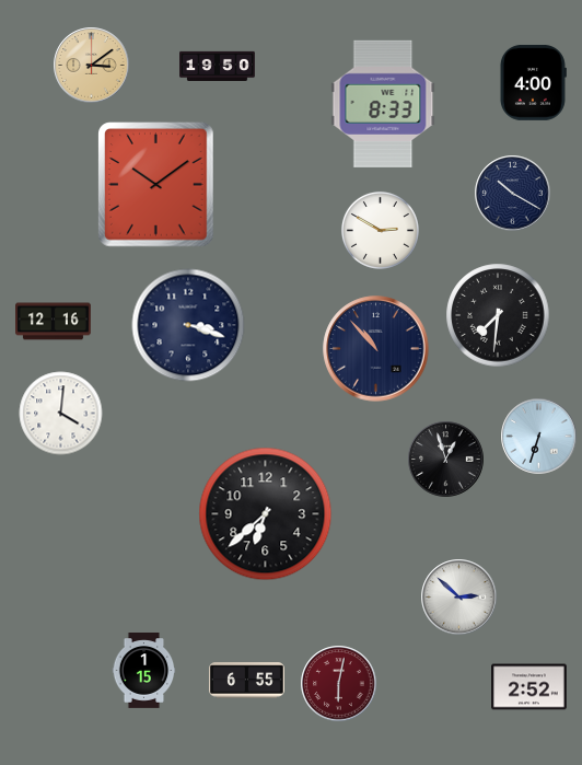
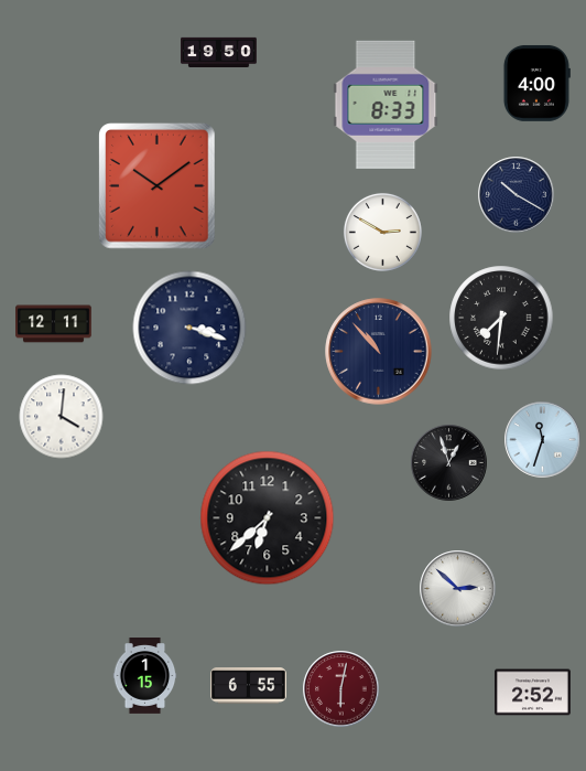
clock at (92, 66): 3:09 -> none
clock at (218, 66) position: (218, 66) -> (219, 52)
clock at (54, 322): 12:16 -> 12:11
clock at (539, 437): 6:33 -> 11:33
clock at (459, 598) position: (459, 598) -> (458, 589)
